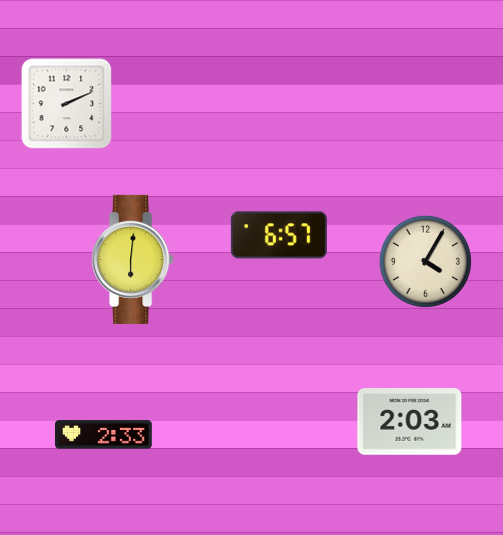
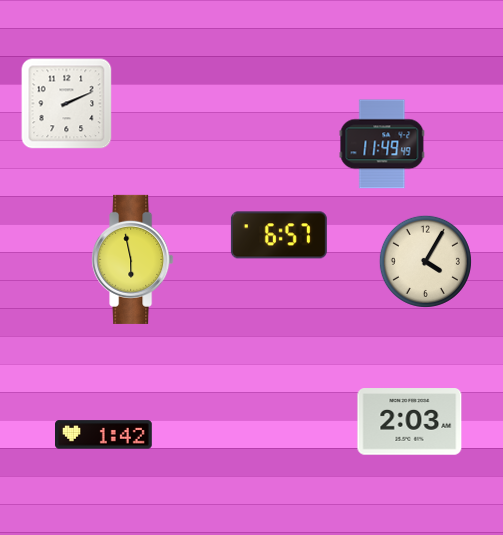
clock at (382, 144): none -> 11:49
clock at (133, 259): 6:01 -> 5:58
clock at (104, 435): 2:33 -> 1:42
